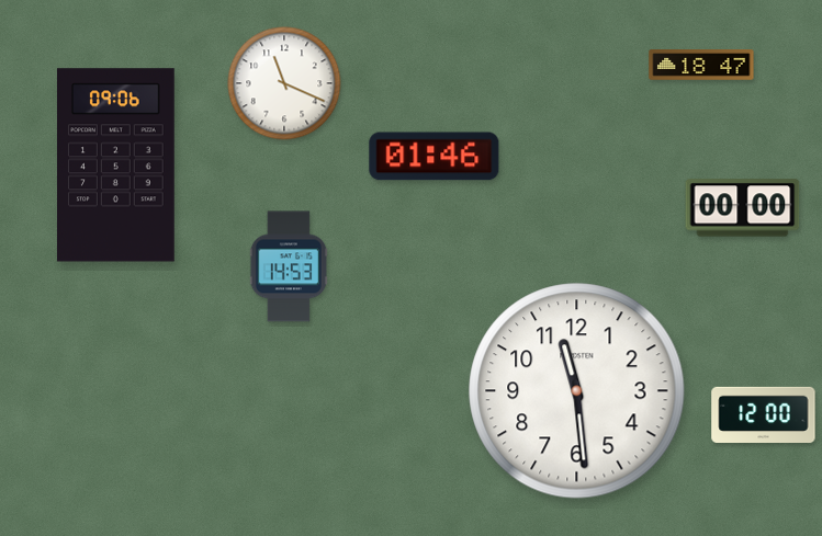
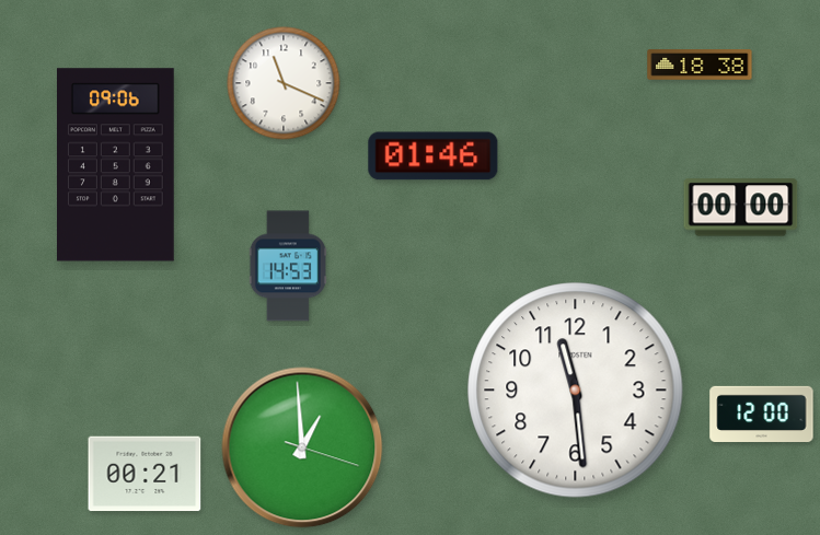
clock at (701, 65): 18:47 -> 18:38
clock at (302, 447): none -> 12:59
clock at (145, 474): none -> 00:21
